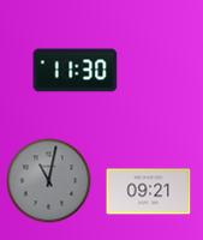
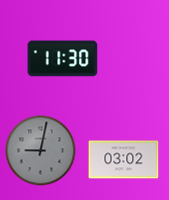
clock at (49, 181): 11:02 -> 9:02
clock at (149, 192): 09:21 -> 03:02
